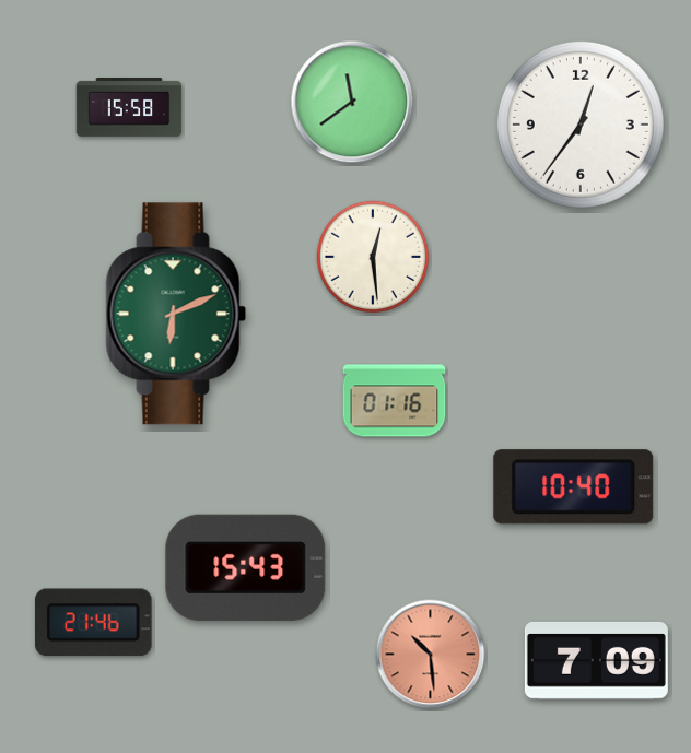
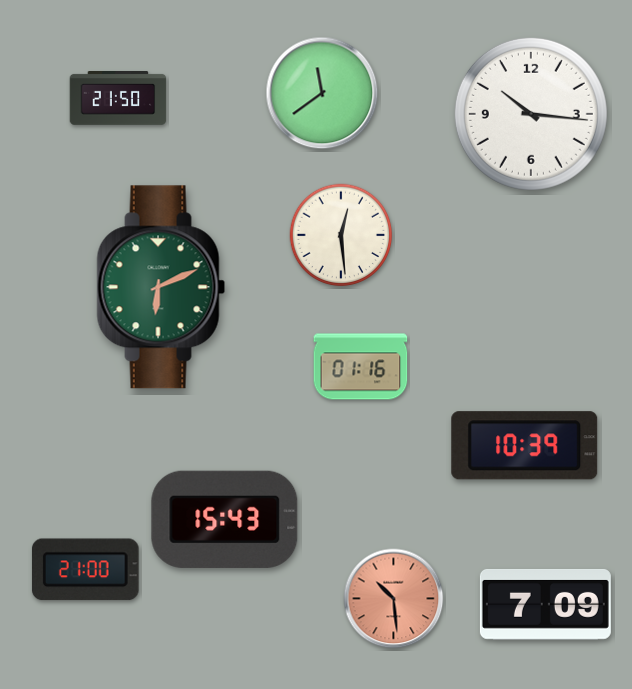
clock at (129, 108): 15:58 -> 21:50
clock at (581, 125): 12:36 -> 10:16
clock at (574, 487): 10:40 -> 10:39
clock at (94, 623): 21:46 -> 21:00
